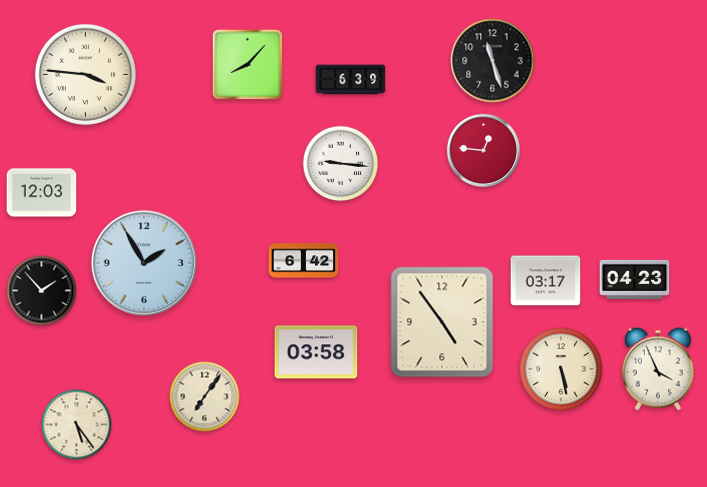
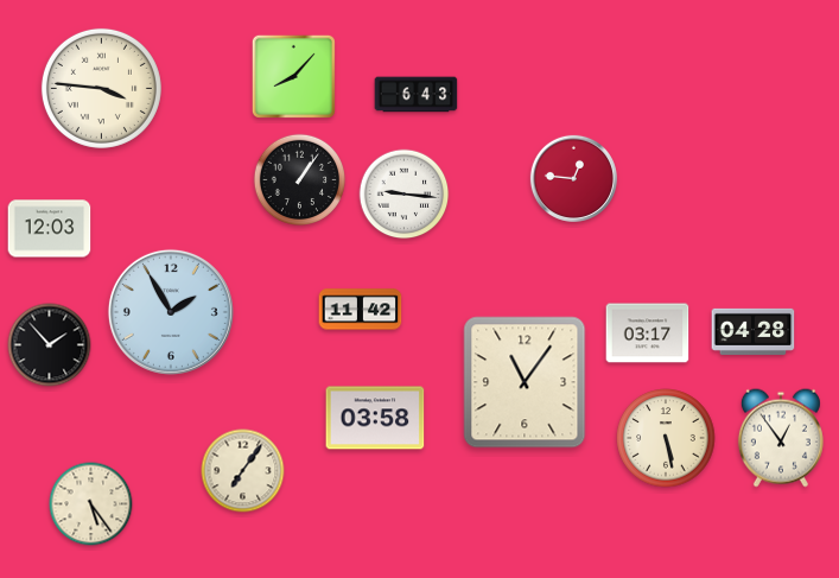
clock at (493, 61): 11:27 -> none
clock at (351, 80): 6:39 -> 6:43
clock at (299, 179): none -> 1:06
clock at (304, 261): 6:42 -> 11:42
clock at (635, 279): 04:23 -> 04:28
clock at (442, 322): 4:54 -> 11:06
clock at (658, 369): 3:56 -> 12:54
